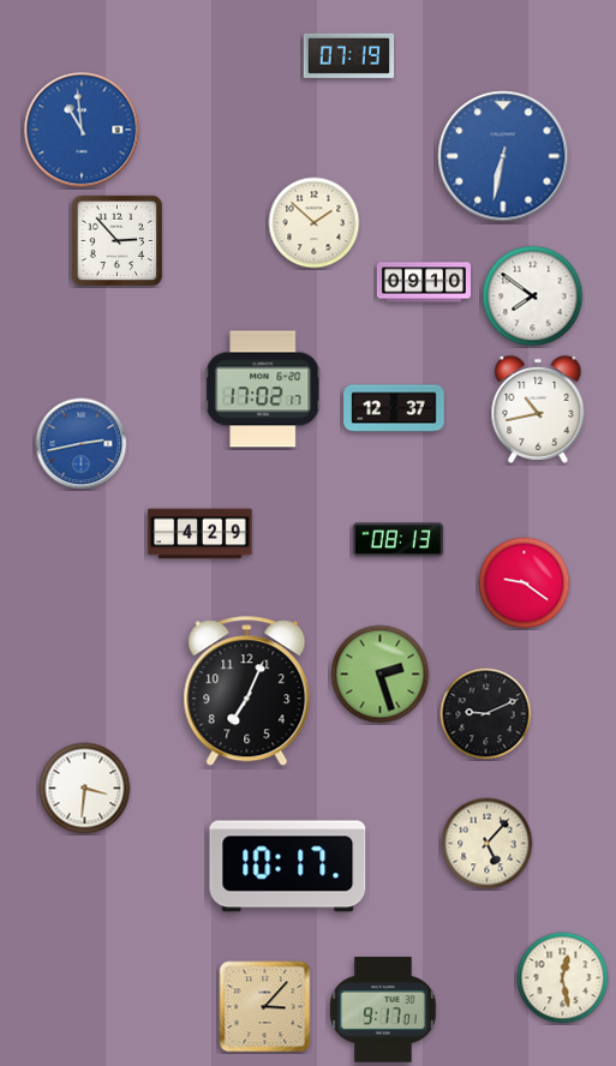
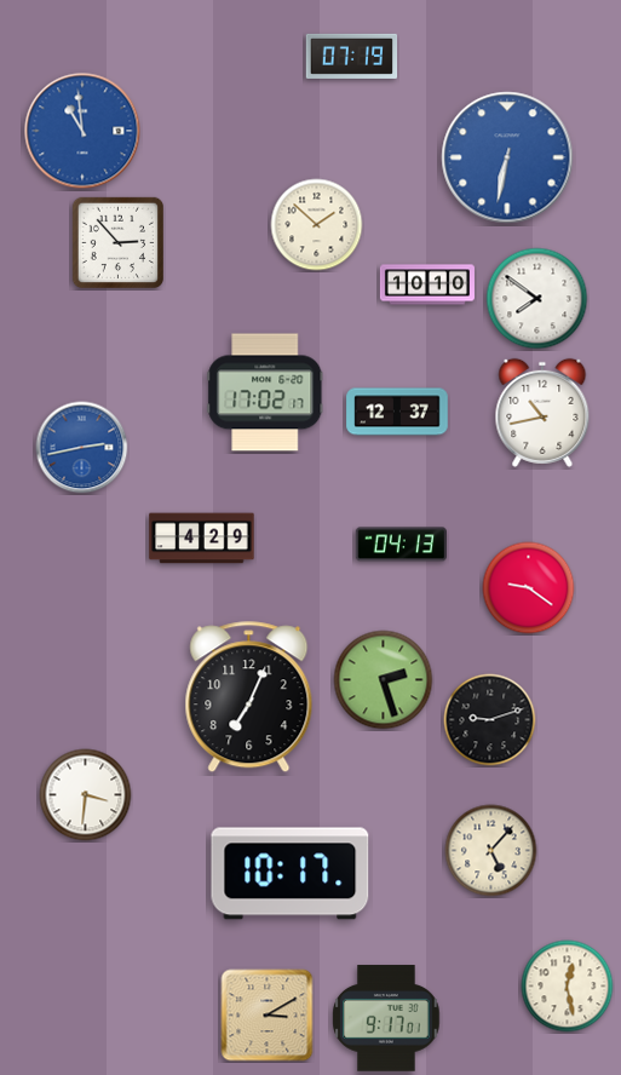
clock at (424, 282): 09:10 -> 10:10
clock at (397, 540): 08:13 -> 04:13
clock at (486, 714): 9:11 -> 9:12
clock at (265, 1007): 3:07 -> 3:10
